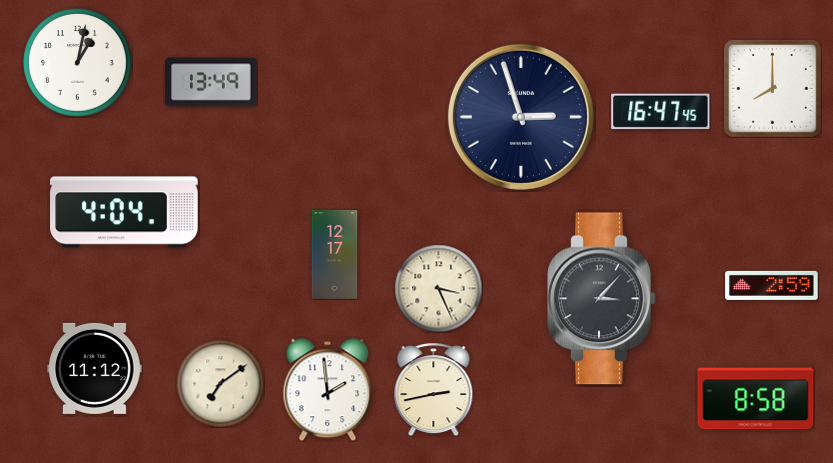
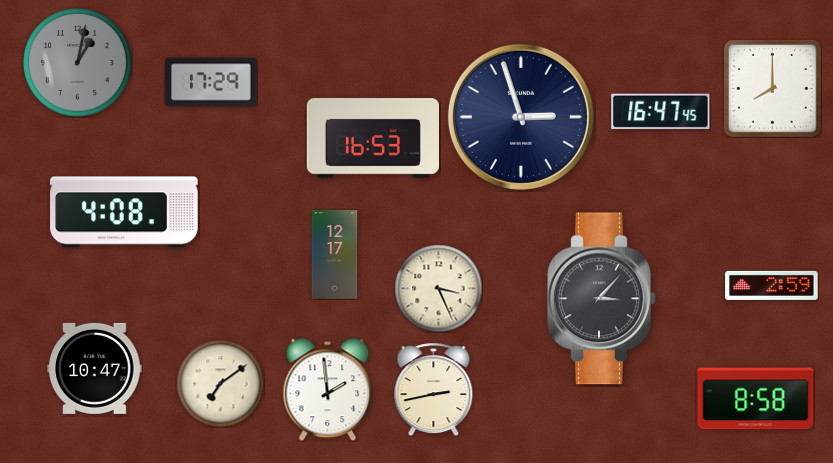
clock at (78, 63) dial: white -> grey
clock at (211, 82): 13:49 -> 17:29
clock at (373, 139): none -> 16:53
clock at (124, 212): 4:04 -> 4:08
clock at (95, 368): 11:12 -> 10:47
